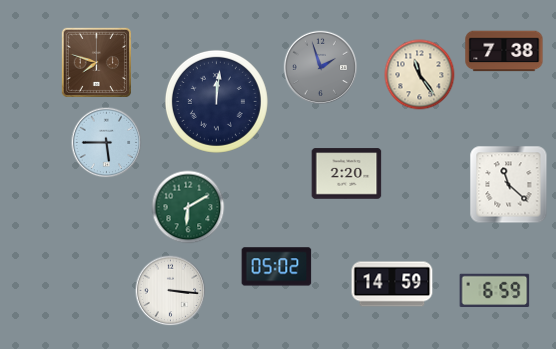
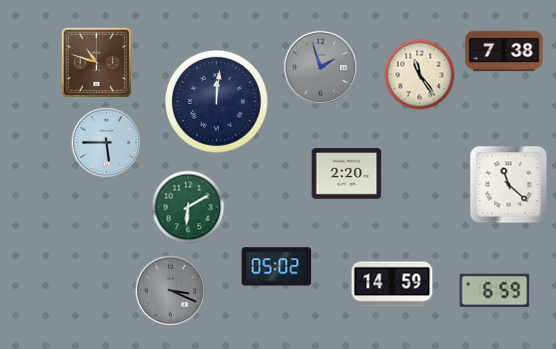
clock at (96, 62): 7:48 -> 10:48
clock at (171, 291): 3:16 -> 3:19
clock at (171, 291) dial: white -> grey
